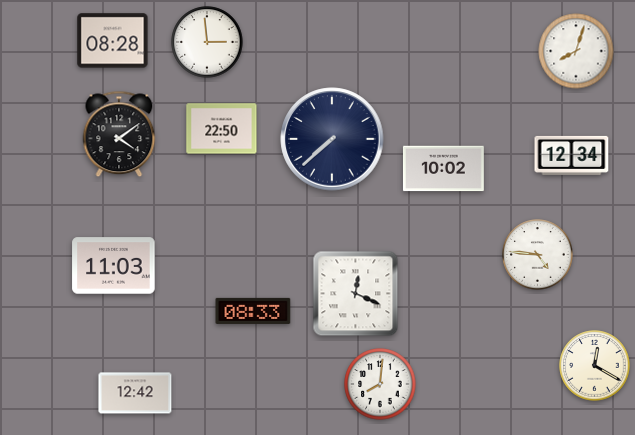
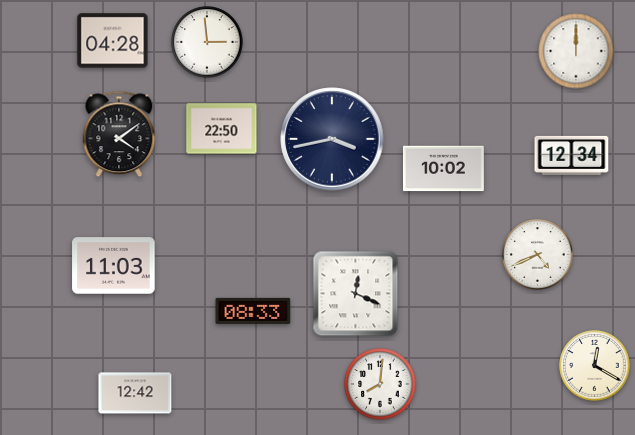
clock at (113, 41): 08:28 -> 04:28
clock at (576, 51): 8:03 -> 12:00
clock at (332, 139): 7:38 -> 3:43
clock at (538, 255): 4:46 -> 4:41
